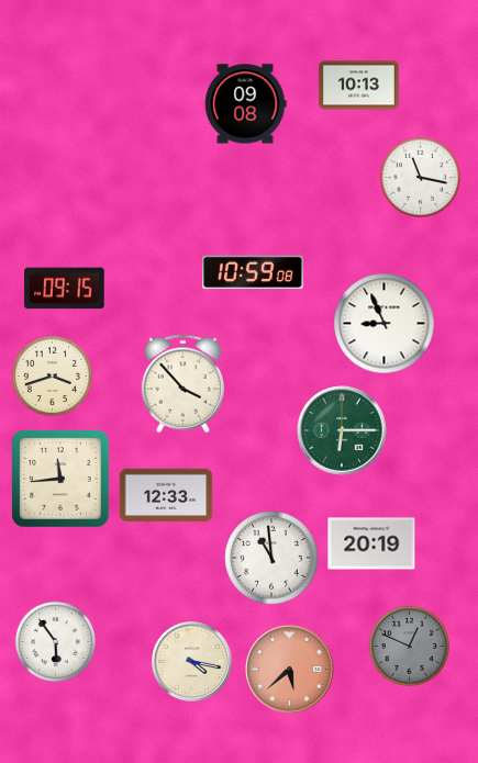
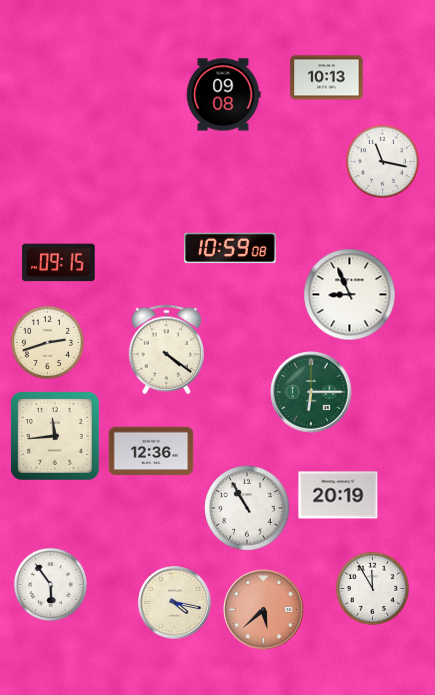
clock at (52, 375): 3:42 -> 2:42
clock at (182, 384): 3:53 -> 4:21
clock at (166, 495): 12:33 -> 12:36
clock at (271, 558): 10:59 -> 10:55
clock at (409, 646): 12:49 -> 11:55
clock at (409, 646) dial: grey -> white
